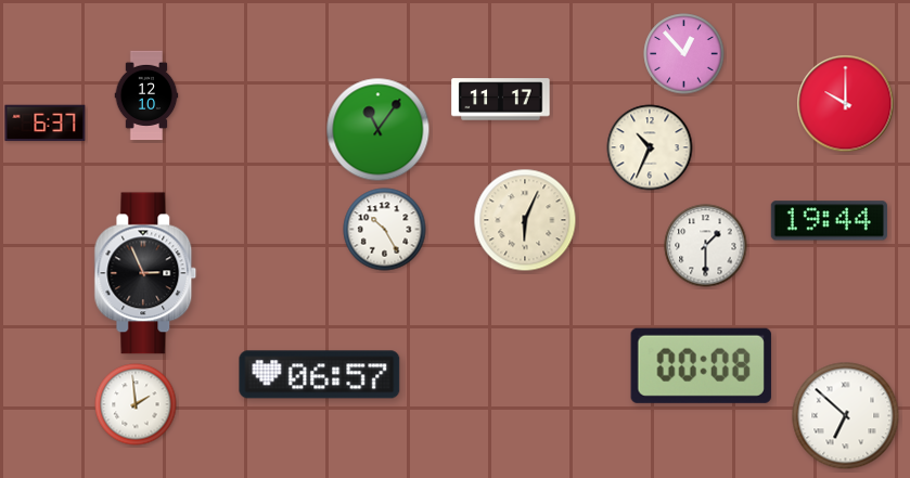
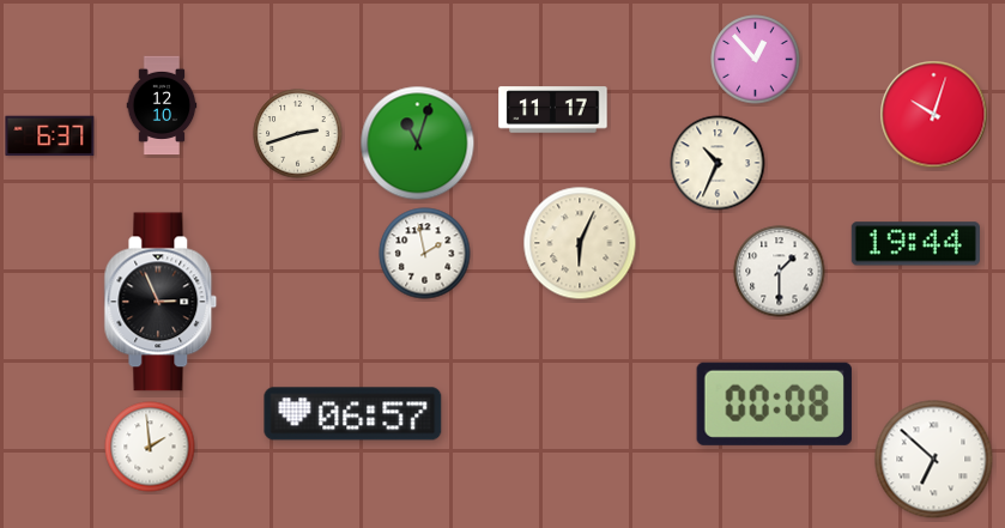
clock at (846, 104): 10:00 -> 10:03
clock at (298, 134): none -> 2:42
clock at (379, 130): 11:06 -> 11:03
clock at (385, 230): 10:25 -> 1:58
